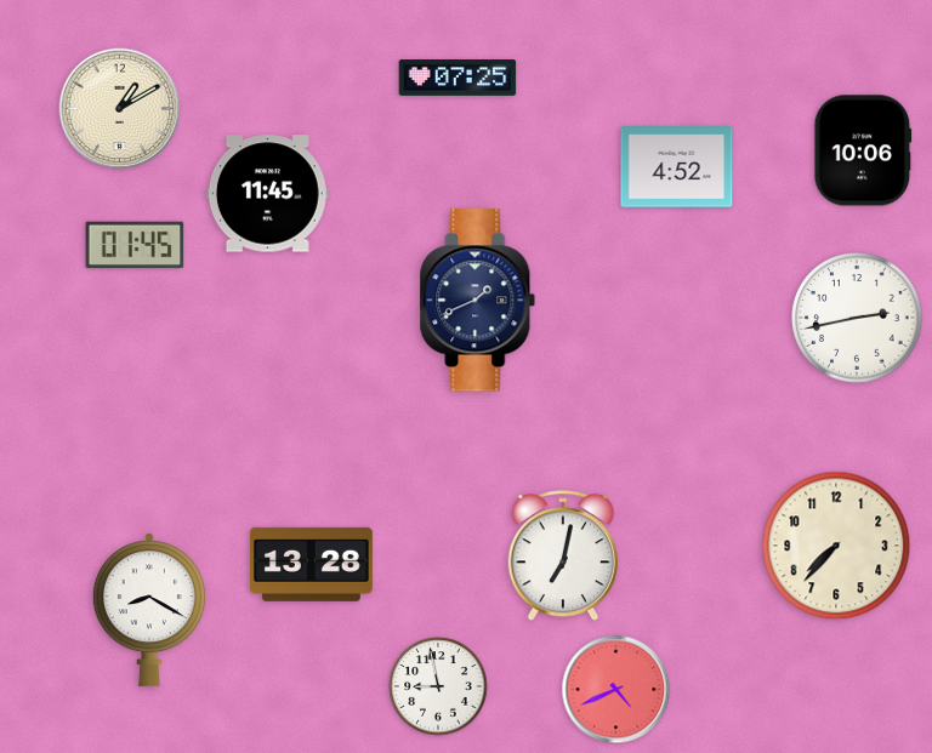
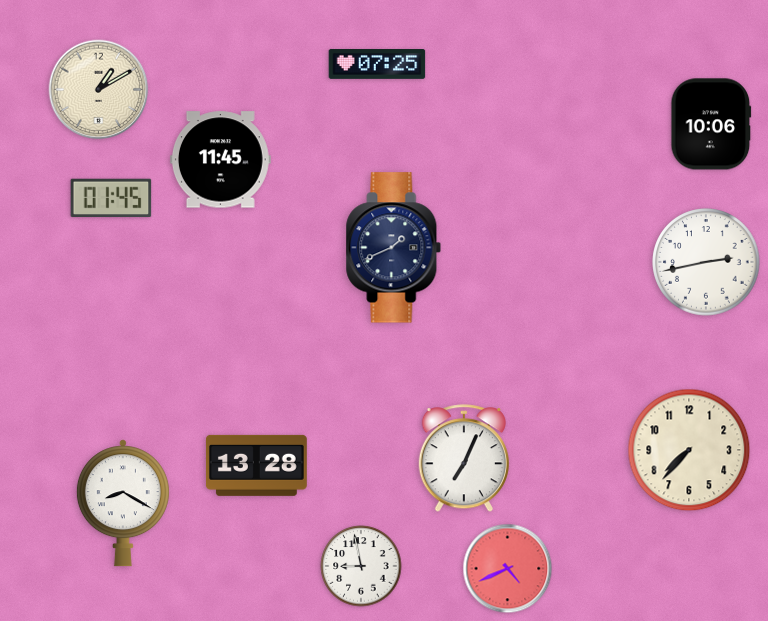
clock at (677, 167): 4:52 -> none
clock at (135, 245) position: (135, 245) -> (111, 198)
clock at (563, 557): 7:02 -> 7:04
